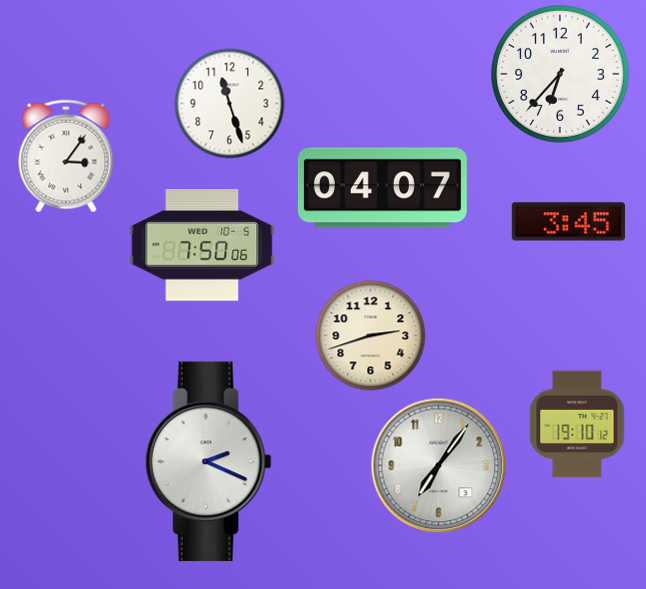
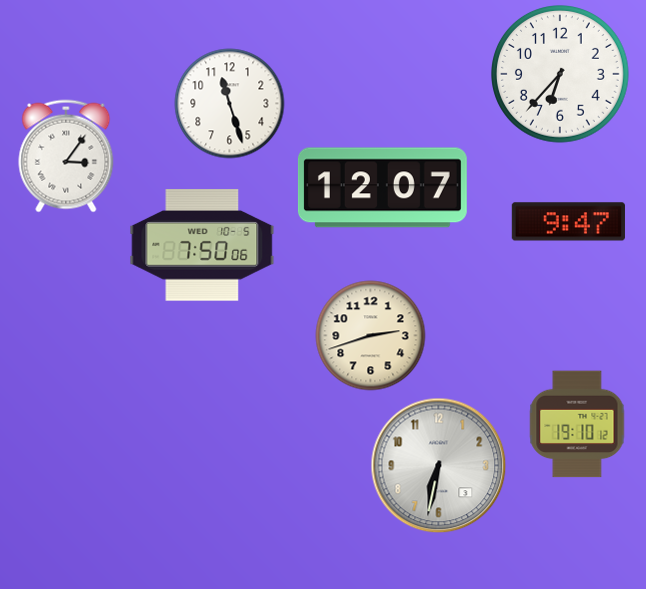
clock at (382, 188): 04:07 -> 12:07
clock at (568, 222): 3:45 -> 9:47
clock at (208, 462): 2:19 -> none
clock at (439, 466): 7:06 -> 6:32
